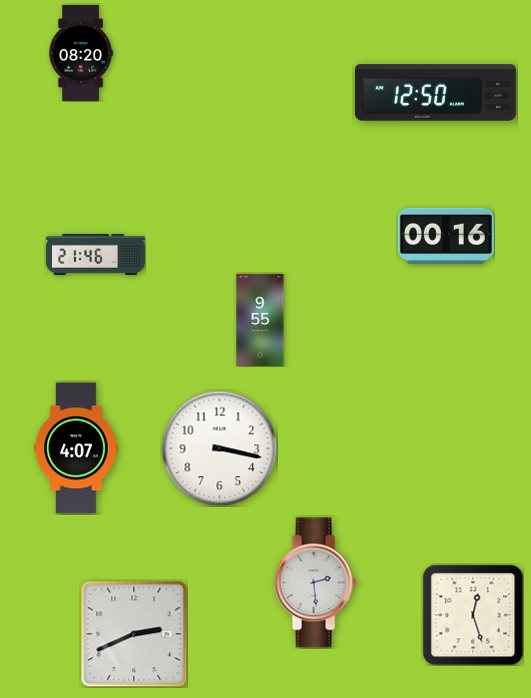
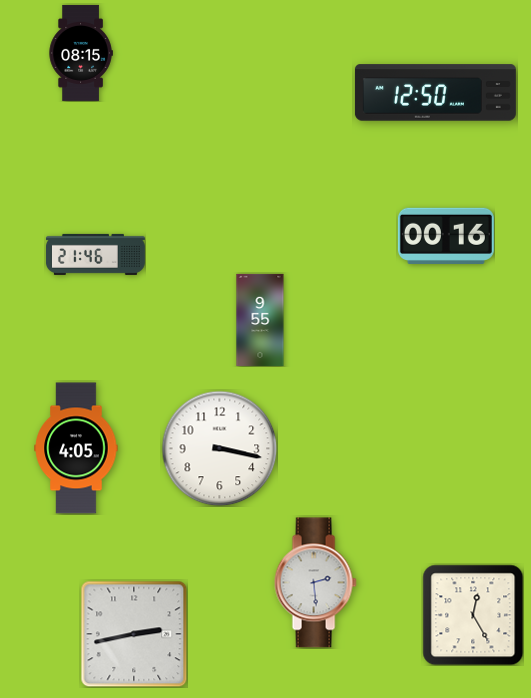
clock at (81, 53): 08:20 -> 08:15
clock at (76, 448): 4:07 -> 4:05
clock at (473, 615): 12:27 -> 12:25
clock at (134, 634): 2:41 -> 2:43
